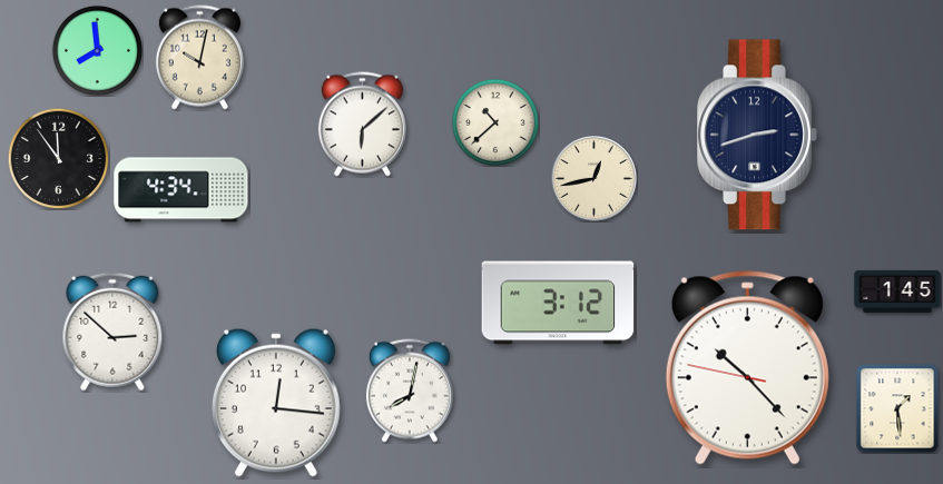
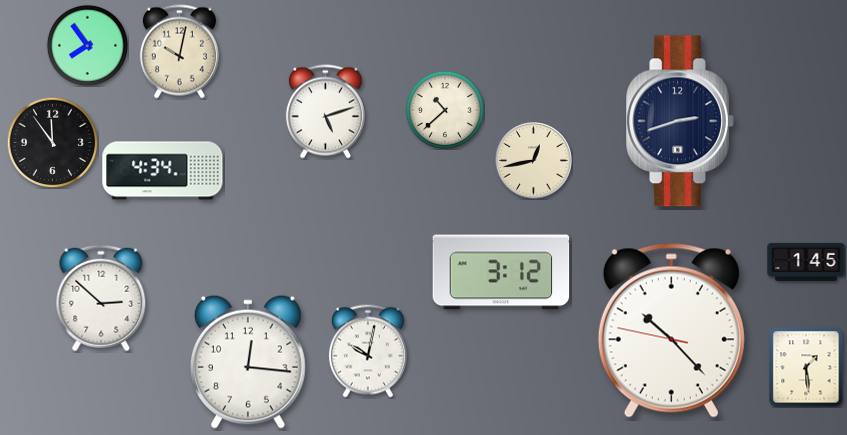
clock at (97, 50): 7:59 -> 7:54
clock at (362, 125): 6:08 -> 5:12
clock at (410, 391): 8:02 -> 10:02
